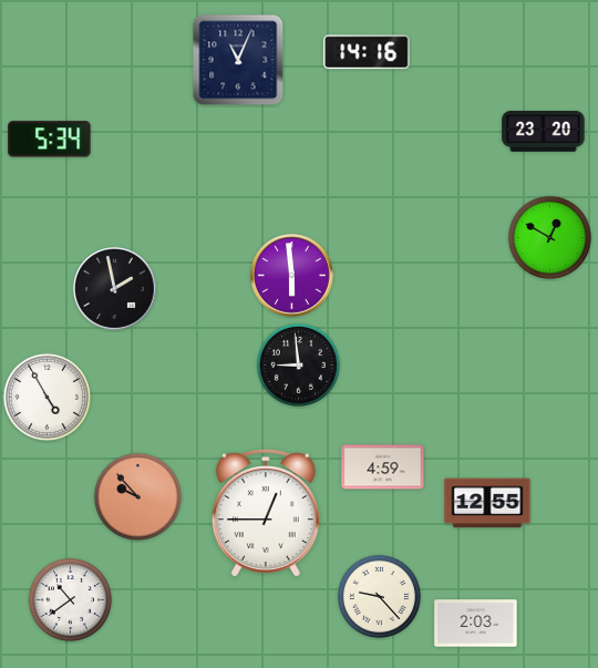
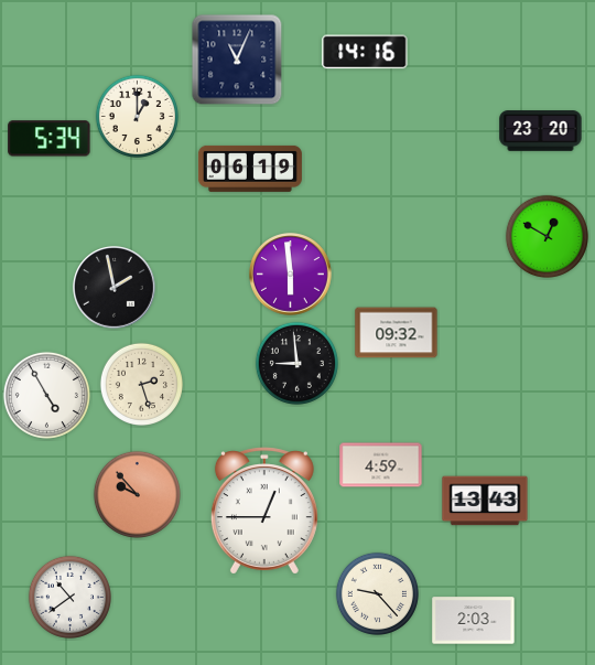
clock at (137, 116): none -> 1:00
clock at (250, 169): none -> 06:19
clock at (397, 333): none -> 09:32
clock at (141, 384): none -> 2:27
clock at (487, 503): 12:55 -> 13:43
